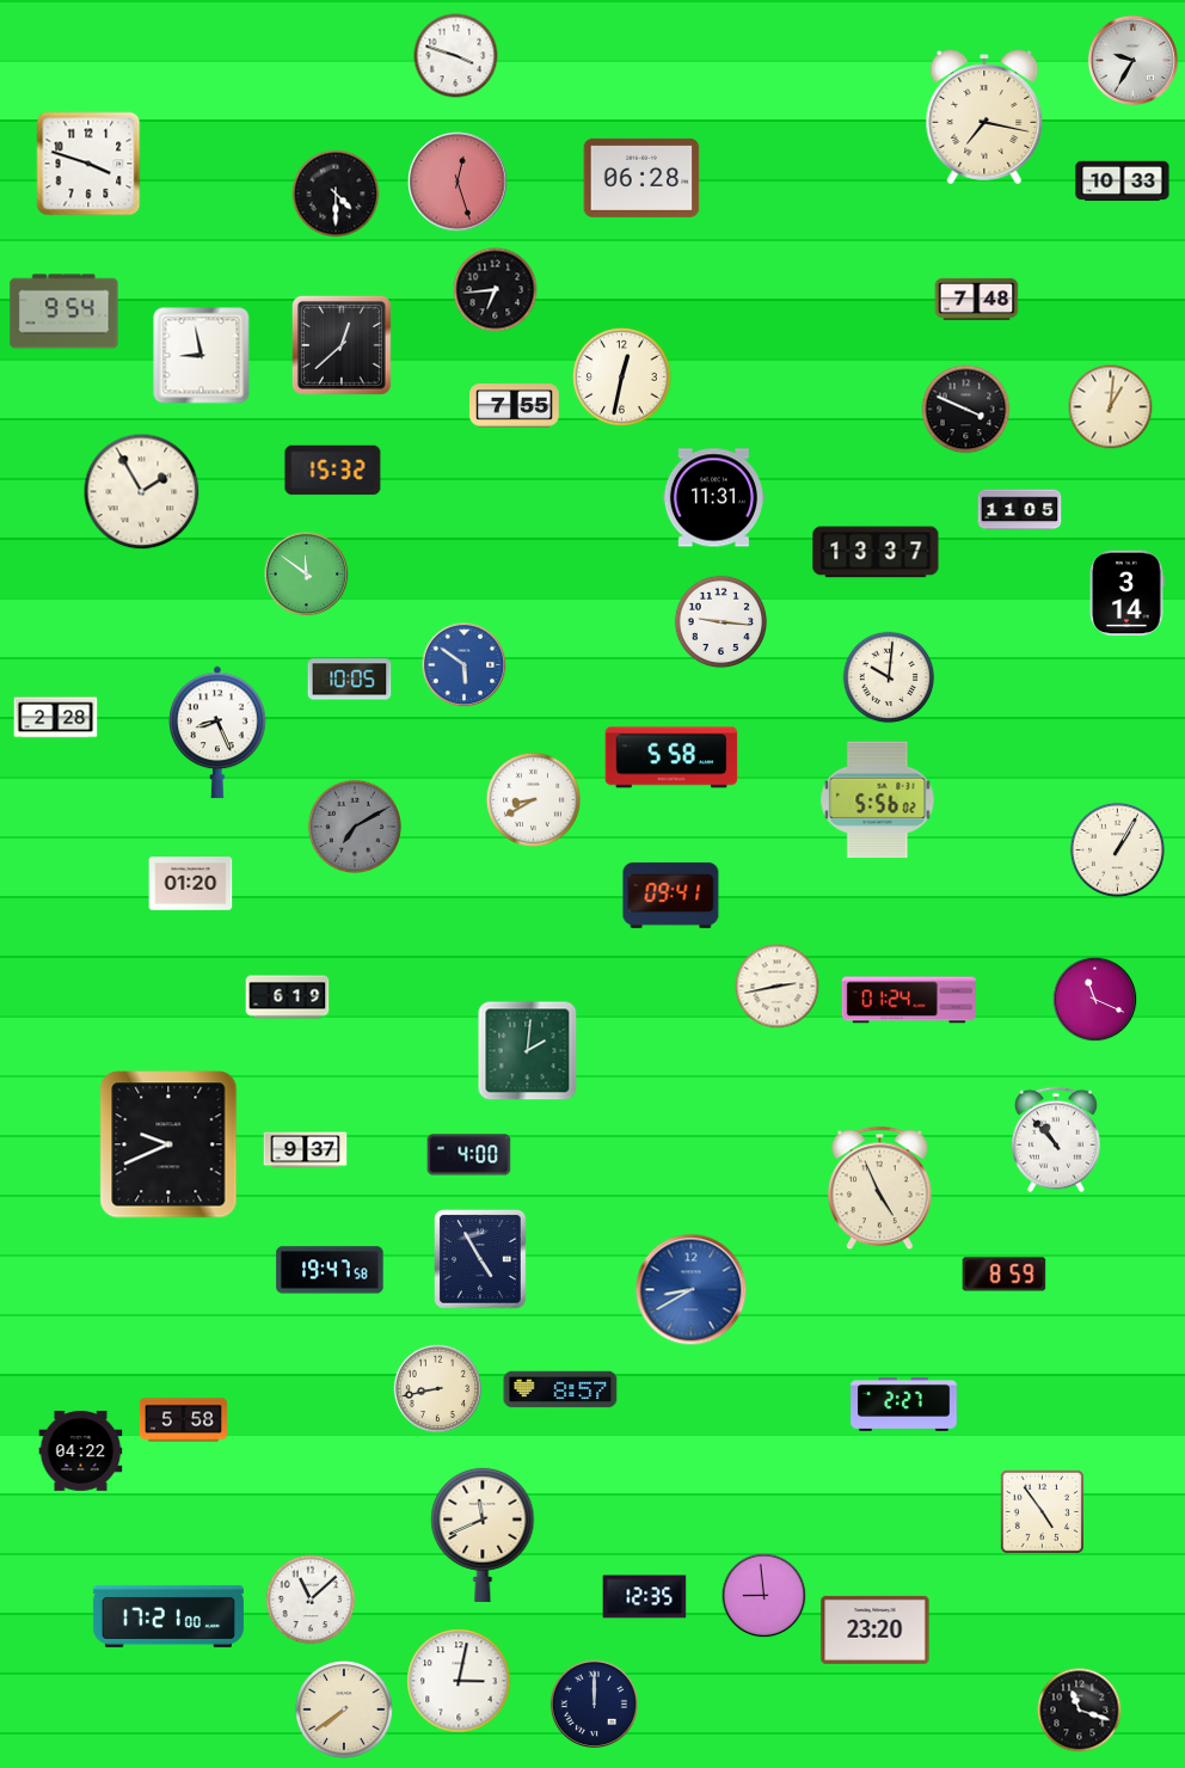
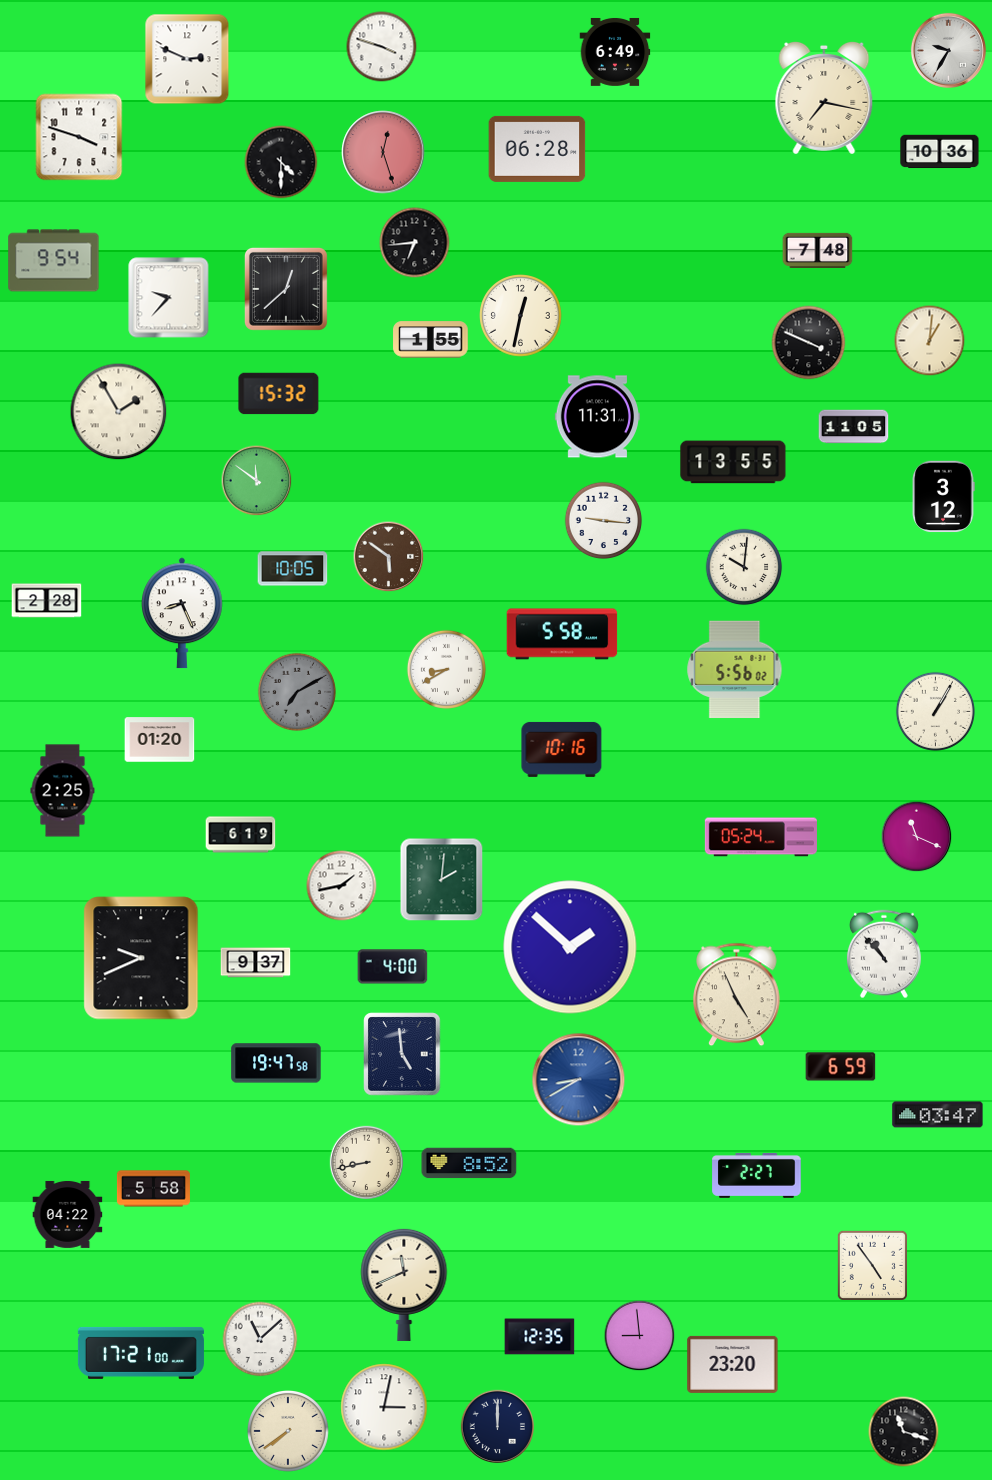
clock at (615, 52): none -> 6:49
clock at (187, 59): none -> 2:49
clock at (88, 164) position: (88, 164) -> (79, 137)
clock at (1123, 182): 10:33 -> 10:36
clock at (202, 356): 8:58 -> 9:37
clock at (515, 406): 7:55 -> 1:55
clock at (876, 552): 13:37 -> 13:55
clock at (1126, 594): 3:14 -> 3:12
clock at (465, 665) dial: blue -> brown
clock at (671, 895): 09:41 -> 10:16
clock at (63, 791): none -> 2:25
clock at (778, 987): 2:43 -> none
clock at (909, 1000): 01:24 -> 05:24
clock at (342, 886): none -> 1:43
clock at (570, 947): none -> 1:52
clock at (480, 1259): 4:55 -> 4:59
clock at (1005, 1275): 8:59 -> 6:59
clock at (938, 1115): none -> 03:47
clock at (560, 1389): 8:57 -> 8:52
